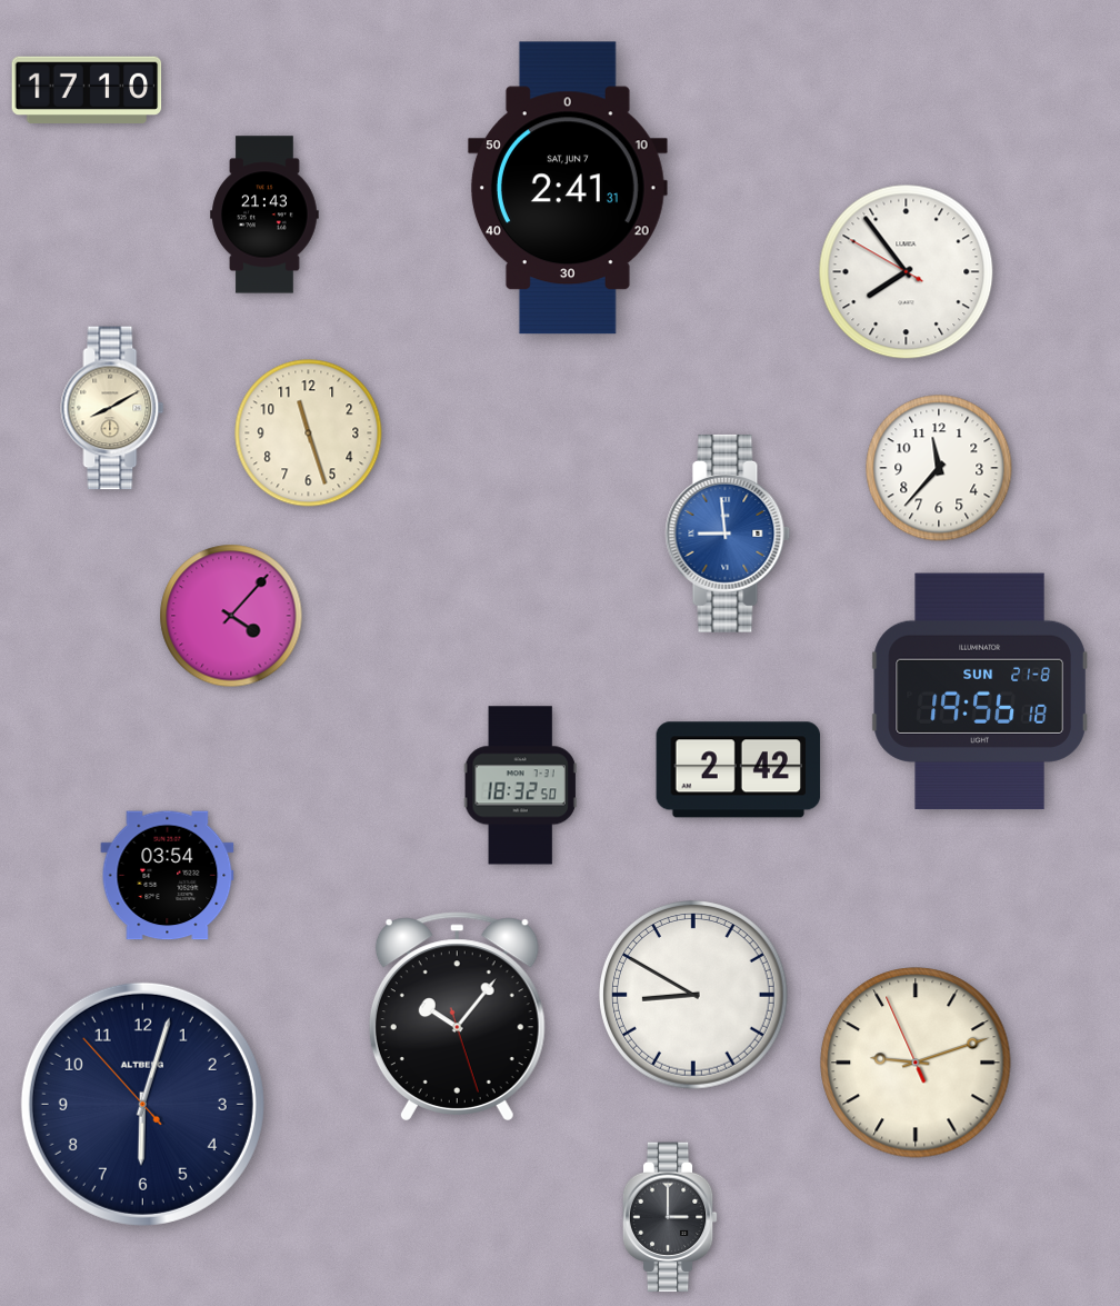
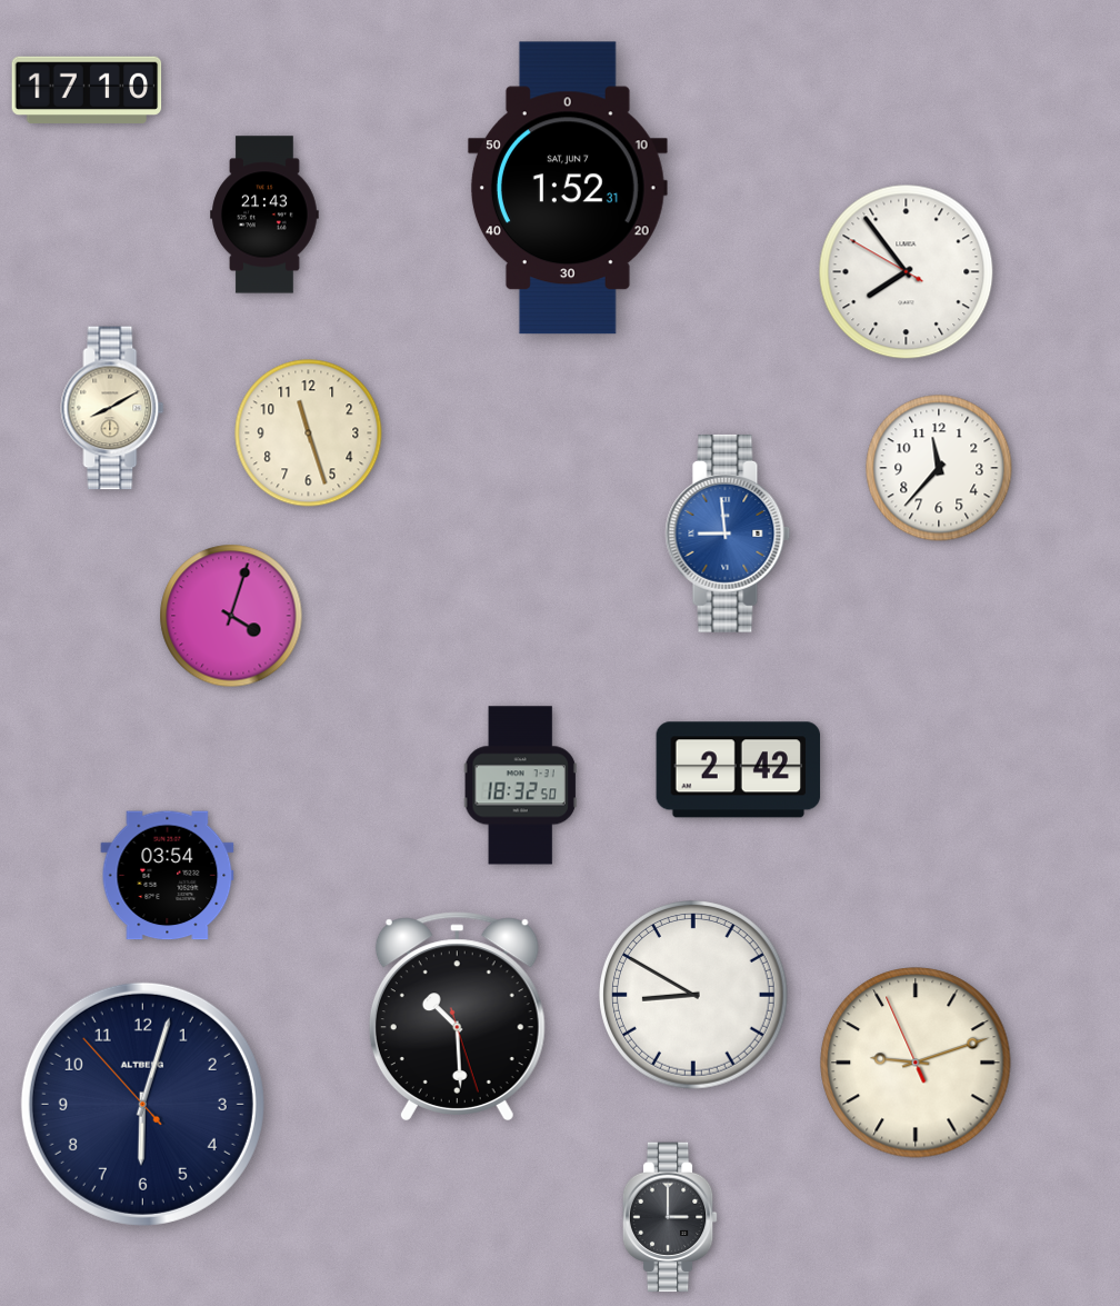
clock at (568, 188): 2:41 -> 1:52
clock at (231, 616): 4:07 -> 4:03
clock at (980, 691): 19:56 -> none
clock at (457, 1016): 10:06 -> 10:29
